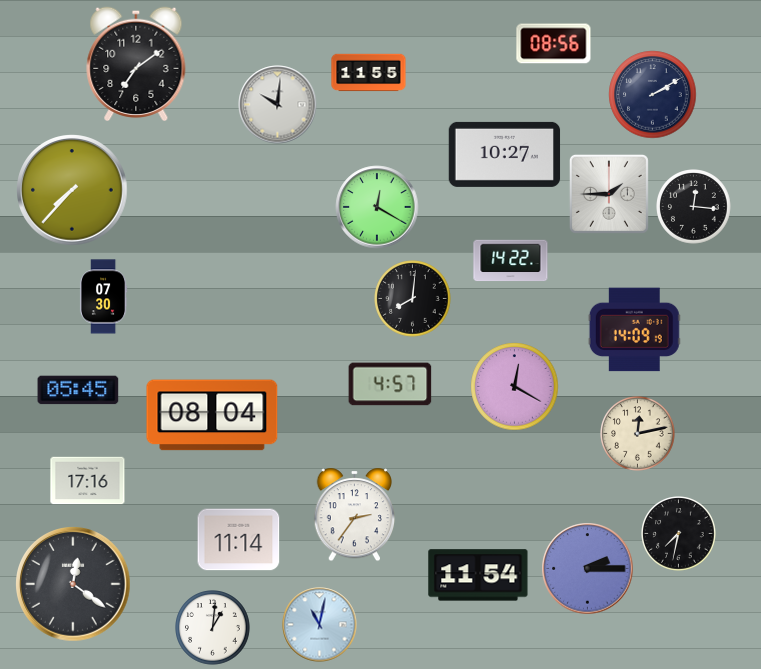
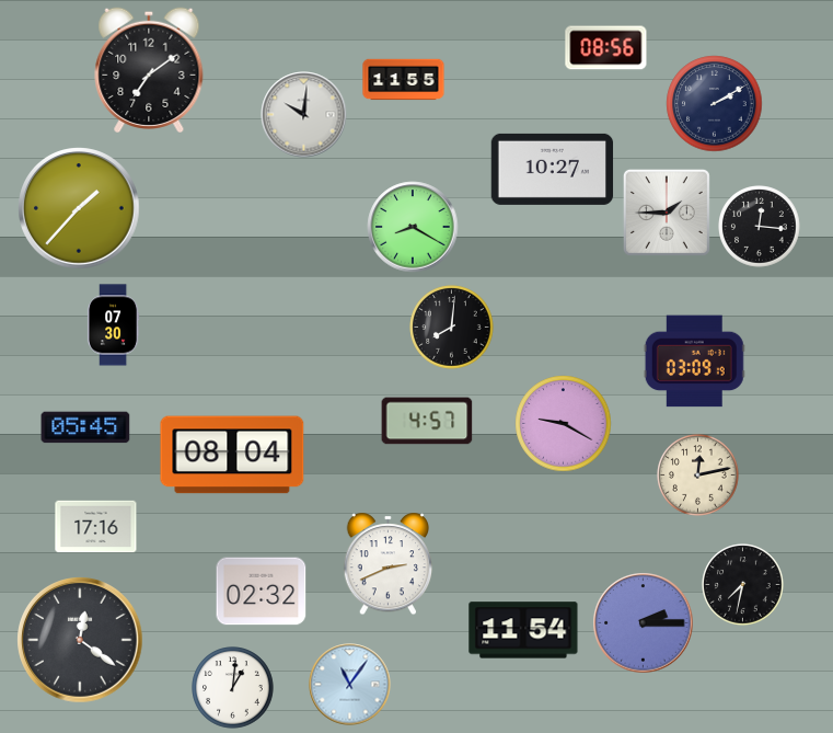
clock at (72, 190): 7:37 -> 1:37
clock at (377, 207): 12:20 -> 8:20
clock at (511, 261): 14:22 -> none
clock at (634, 330): 14:09 -> 03:09
clock at (515, 387): 12:20 -> 9:20
clock at (355, 515): 2:36 -> 2:41
clock at (239, 540): 11:14 -> 02:32
clock at (320, 625): 11:02 -> 11:06
